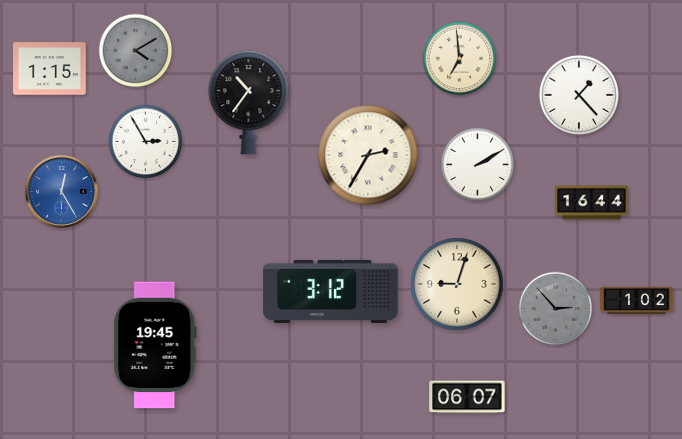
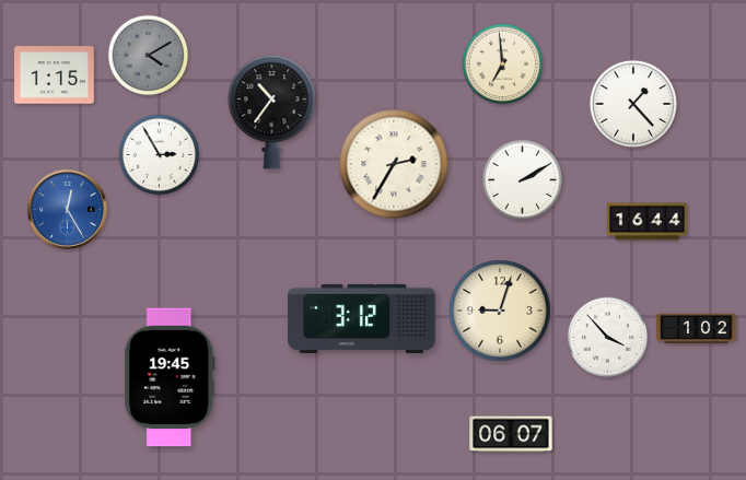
clock at (368, 155) position: (368, 155) -> (394, 164)
clock at (556, 309): 2:53 -> 3:53
clock at (556, 309) dial: grey -> white
